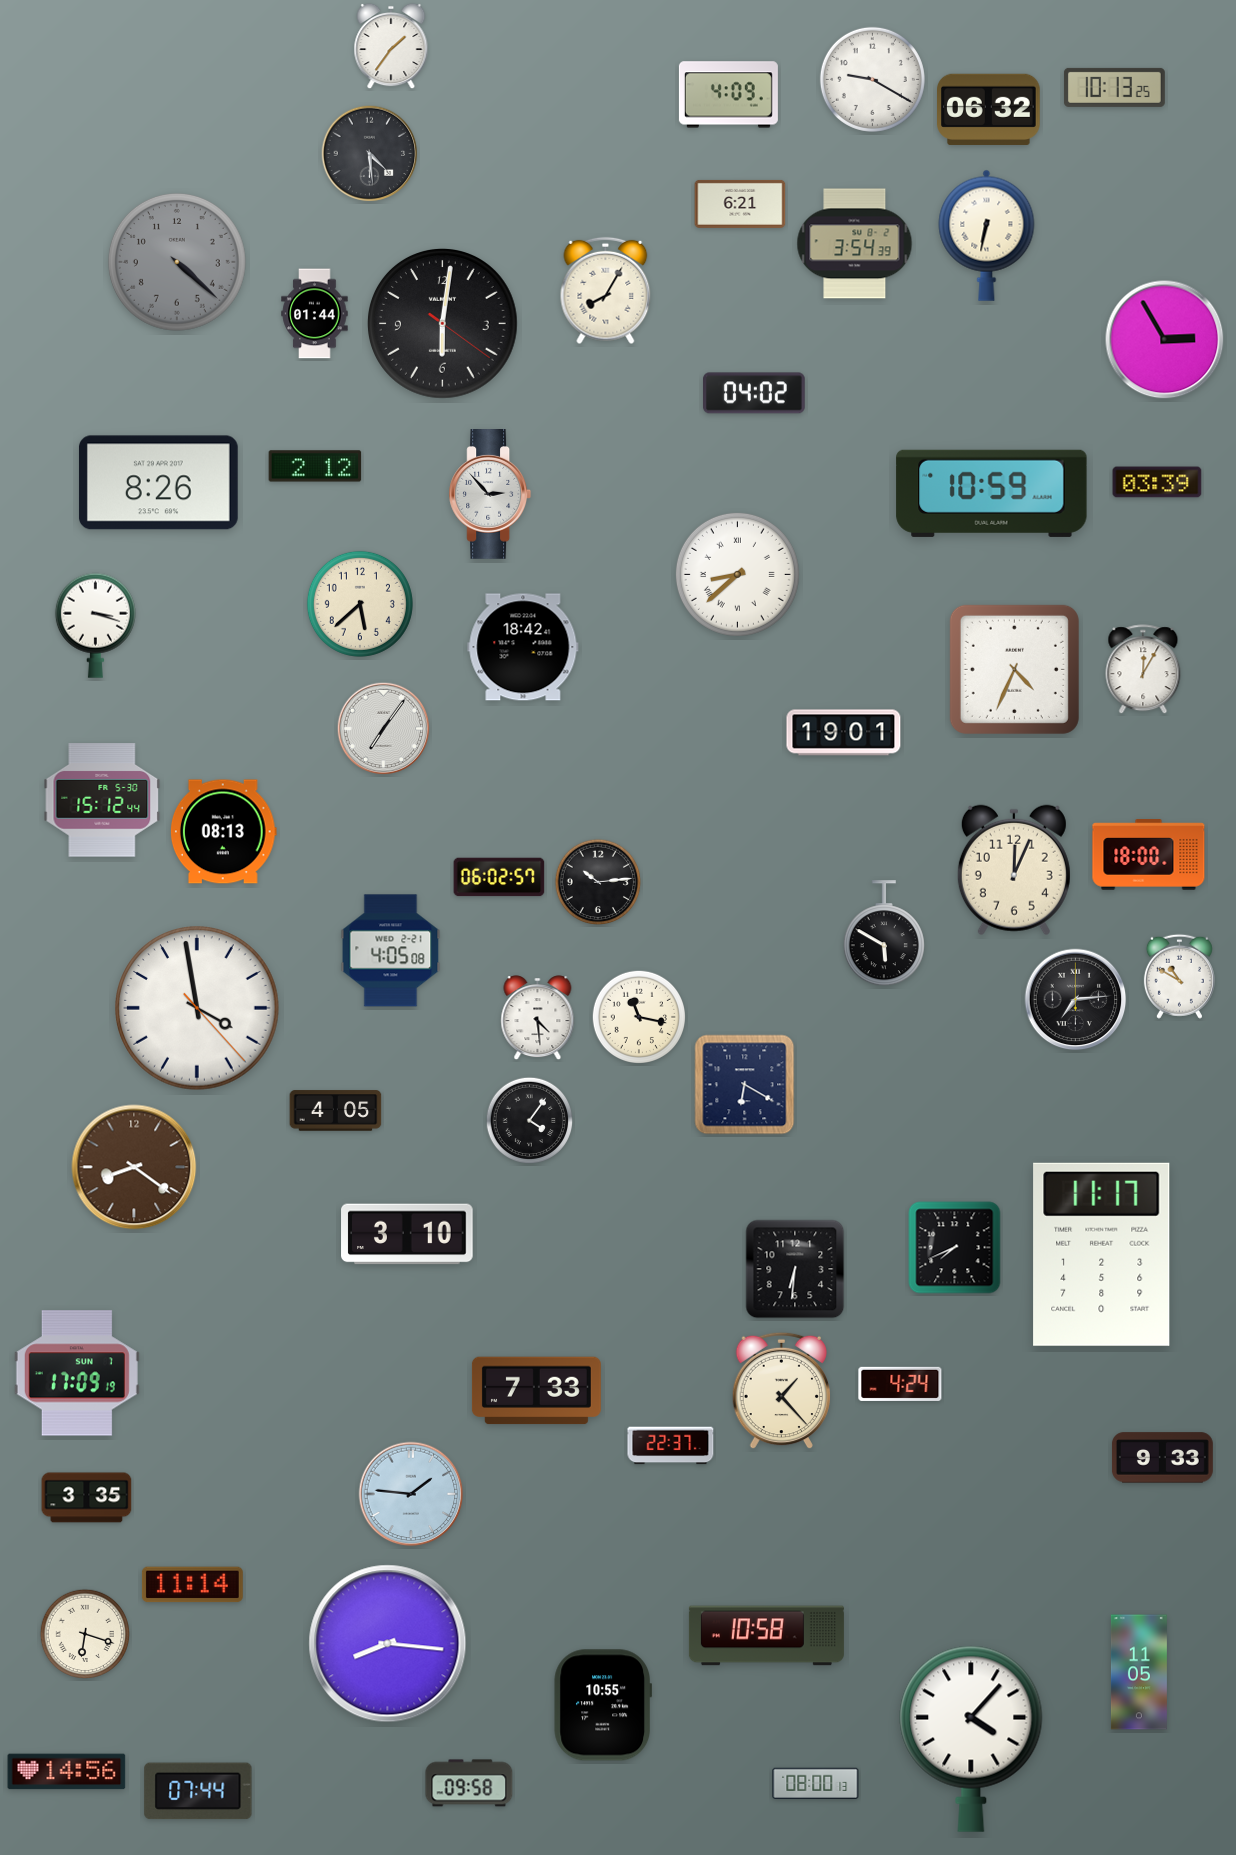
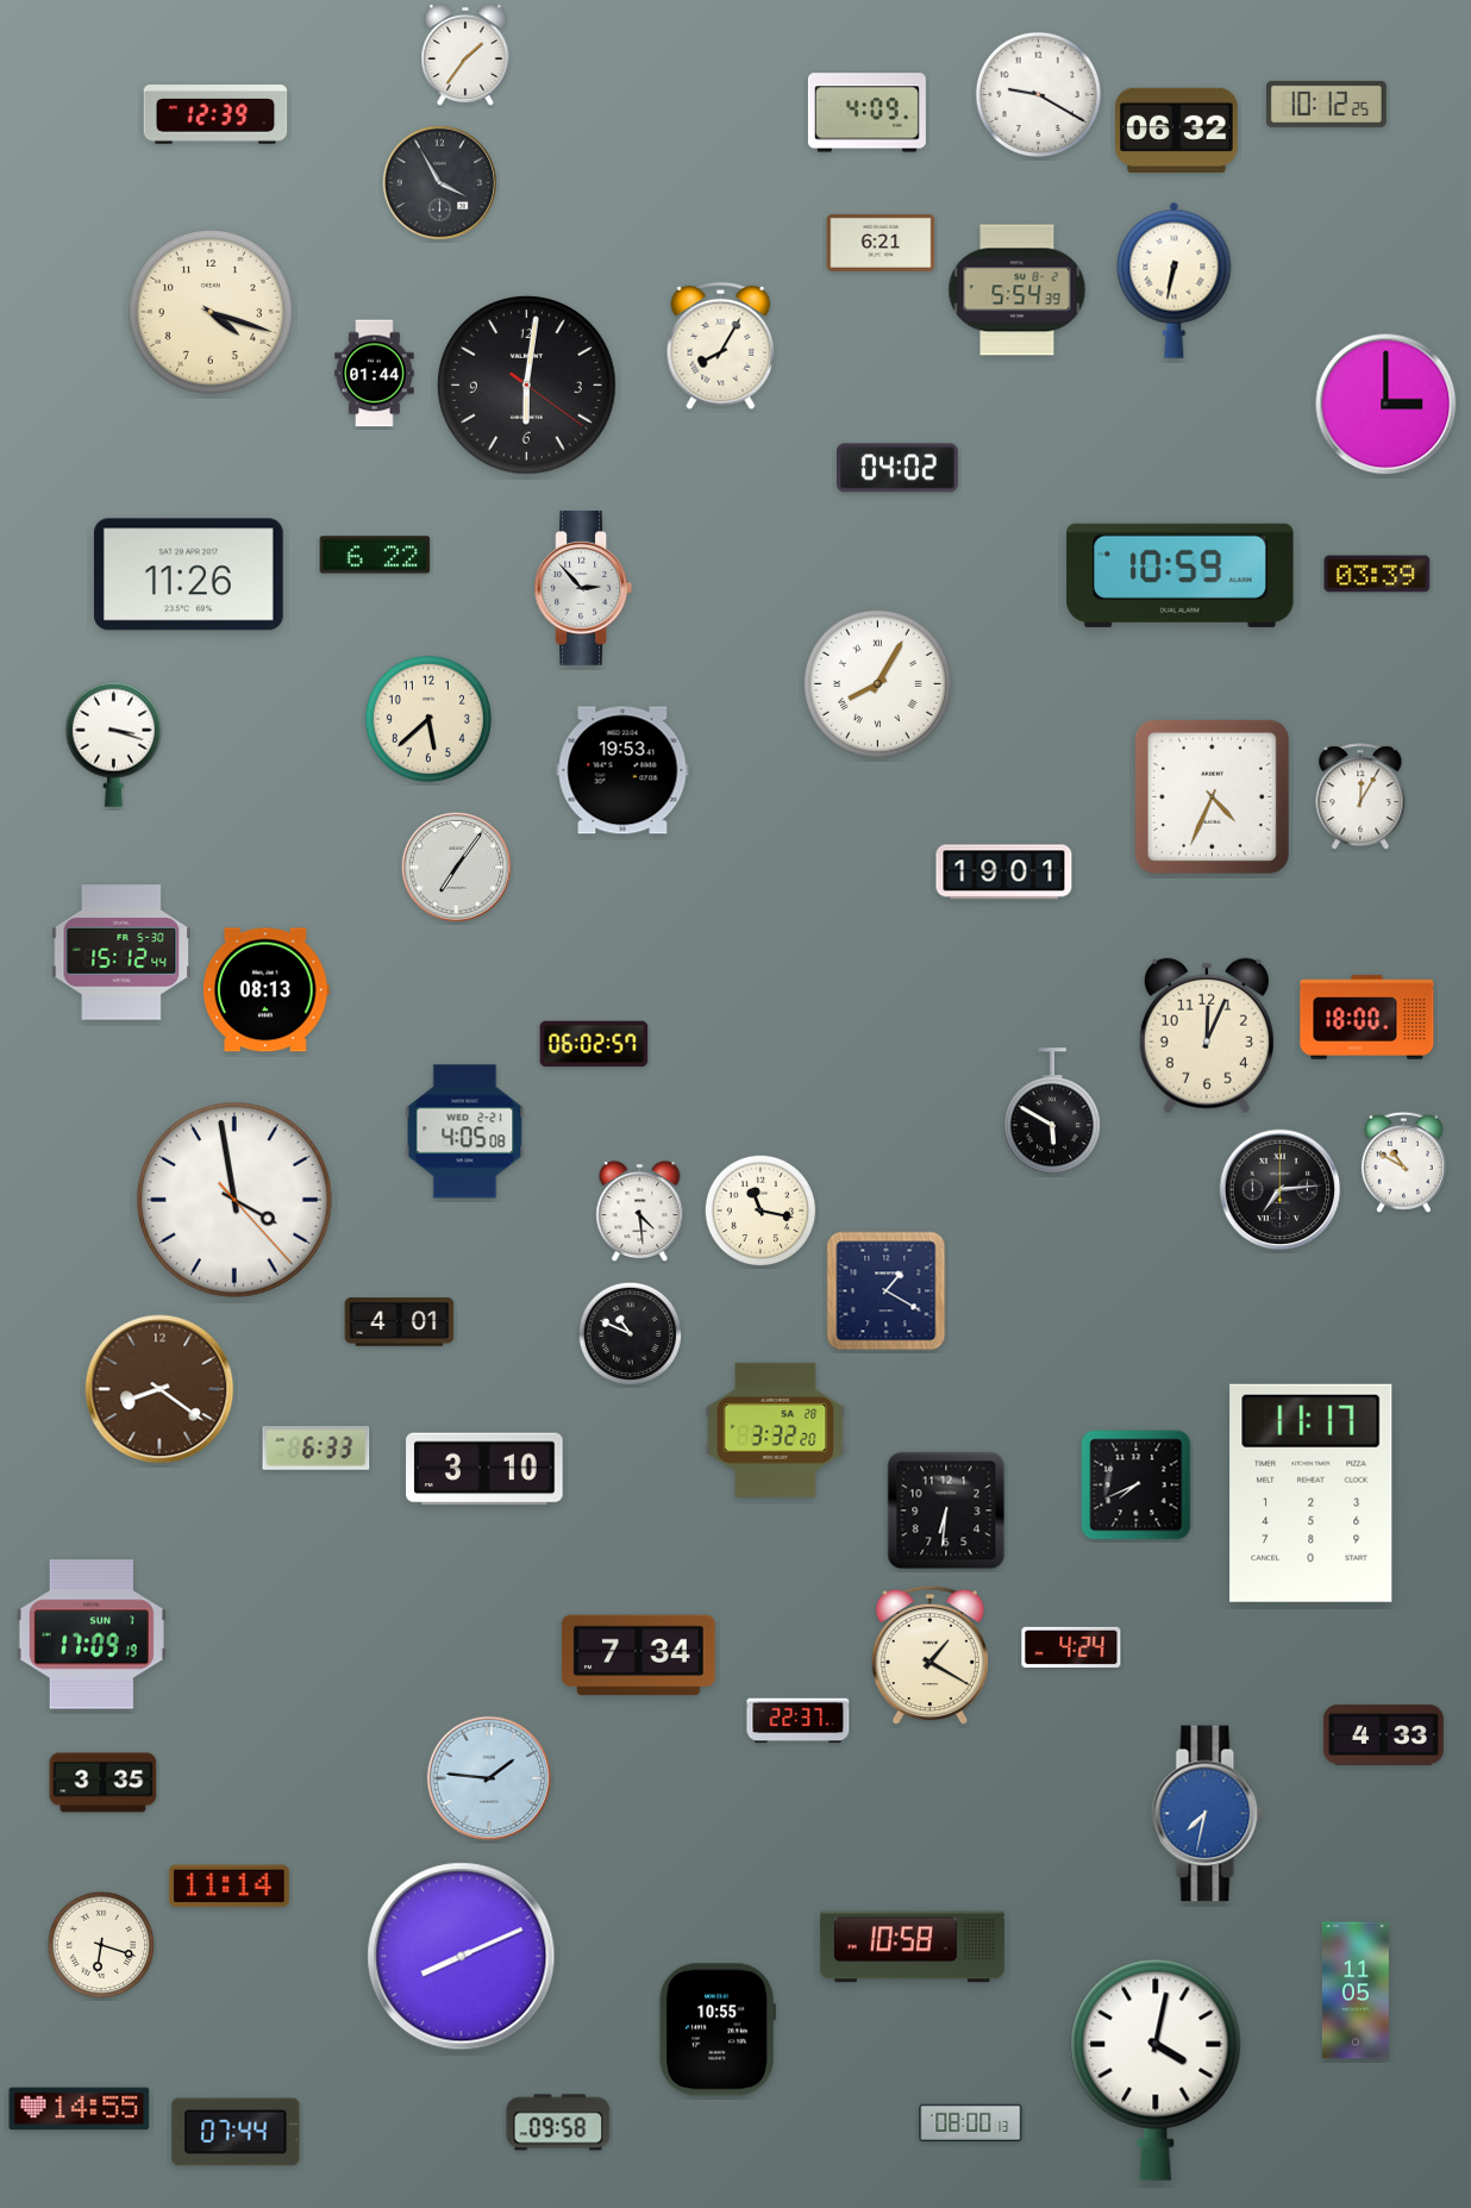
clock at (1115, 87): 10:13 -> 10:12
clock at (215, 114): none -> 12:39
clock at (370, 154): 4:29 -> 3:55
clock at (855, 244): 3:54 -> 5:54
clock at (177, 262): 4:22 -> 4:18
clock at (177, 262) dial: grey -> cream
clock at (1165, 340): 2:55 -> 3:00
clock at (315, 466): 2:12 -> 6:22
clock at (158, 483): 8:26 -> 11:26
clock at (992, 493) position: (992, 493) -> (1181, 575)
clock at (737, 574): 8:38 -> 8:05
clock at (523, 647): 18:42 -> 19:53
clock at (1014, 669) position: (1014, 669) -> (1212, 796)
clock at (598, 882): 10:14 -> none
clock at (745, 1085): 6:20 -> 1:20
clock at (336, 1111): 4:05 -> 4:01
clock at (530, 1121): 4:06 -> 10:49
clock at (776, 1430): none -> 3:32
clock at (317, 1449): none -> 6:33
clock at (536, 1391): 7:33 -> 7:34
clock at (781, 1391): 1:23 -> 1:20
clock at (1162, 1458): 9:33 -> 4:33
clock at (1208, 1814): none -> 7:32
clock at (388, 1644): 8:16 -> 8:11
clock at (971, 1739): 4:07 -> 4:02
clock at (67, 1772): 14:56 -> 14:55
